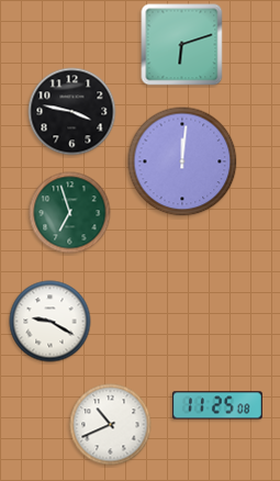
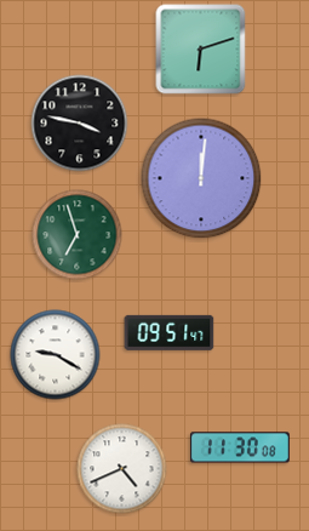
clock at (170, 332): none -> 09:51
clock at (217, 405): 11:25 -> 11:30
clock at (111, 425): 10:41 -> 4:41
